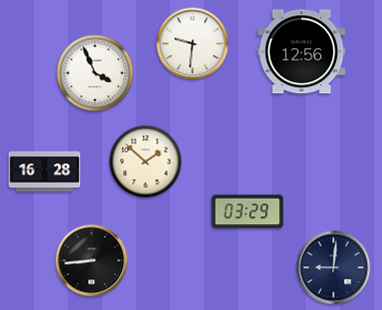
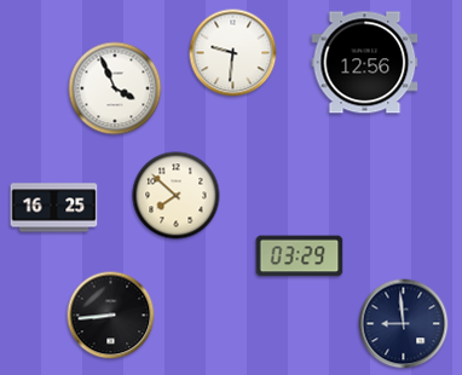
clock at (146, 162): 1:52 -> 7:52
clock at (45, 172): 16:28 -> 16:25
clock at (334, 268): 9:01 -> 8:59
